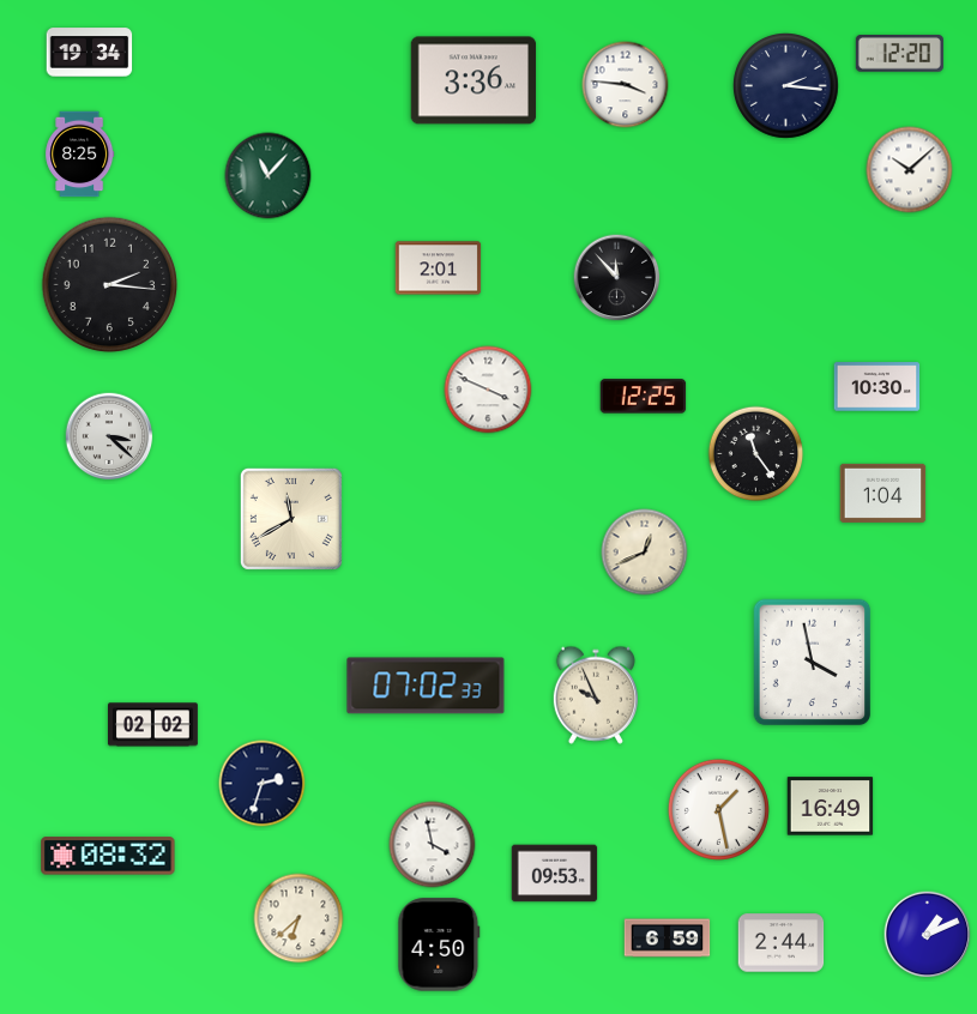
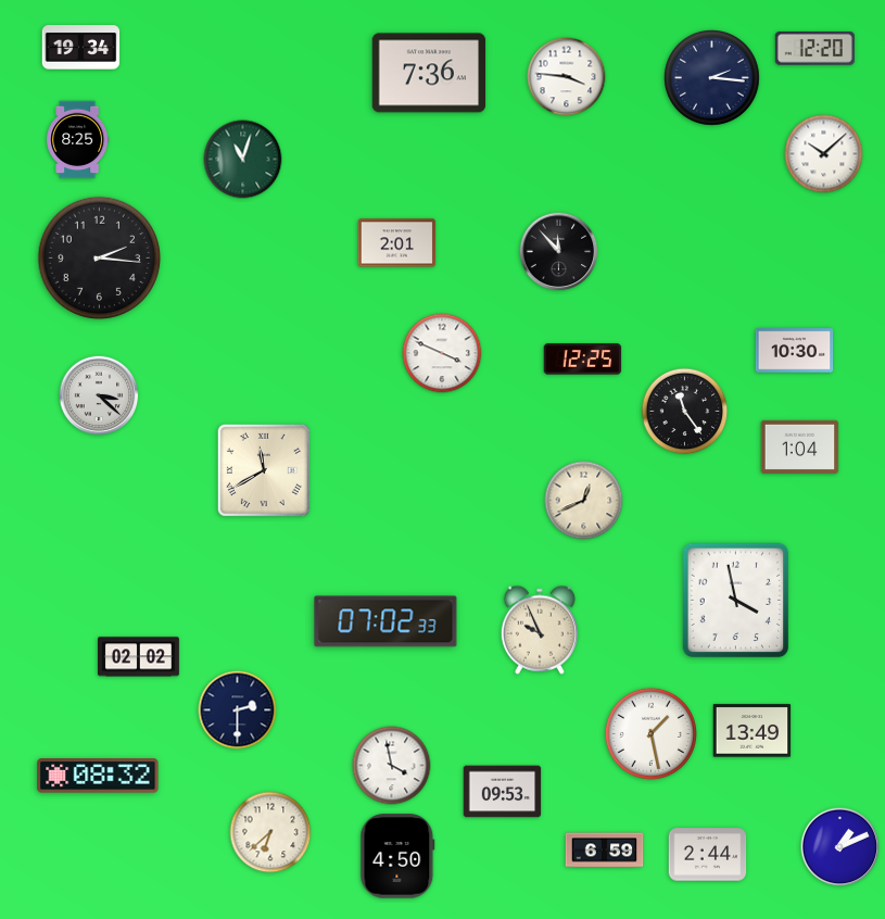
clock at (474, 80): 3:36 -> 7:36
clock at (80, 155) position: (80, 155) -> (78, 140)
clock at (269, 176): 11:07 -> 11:03
clock at (263, 784): 2:33 -> 2:30
clock at (831, 807): 16:49 -> 13:49
